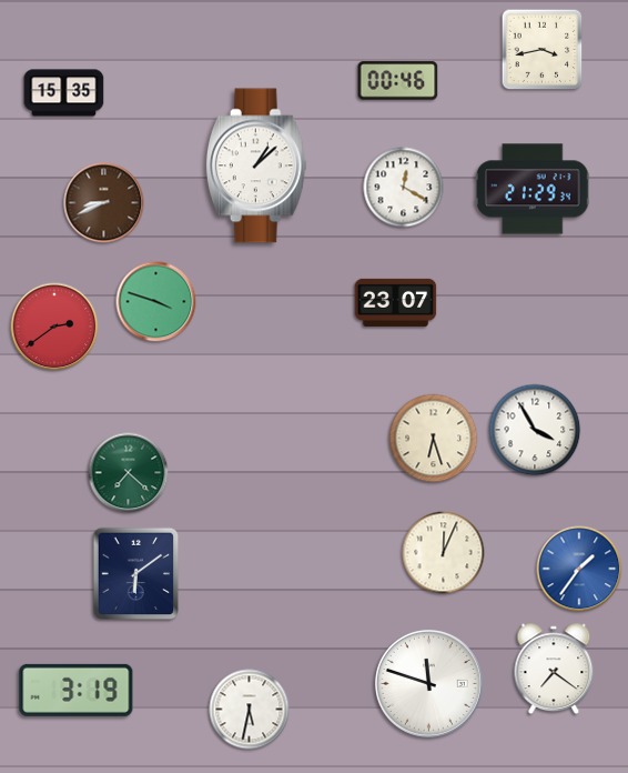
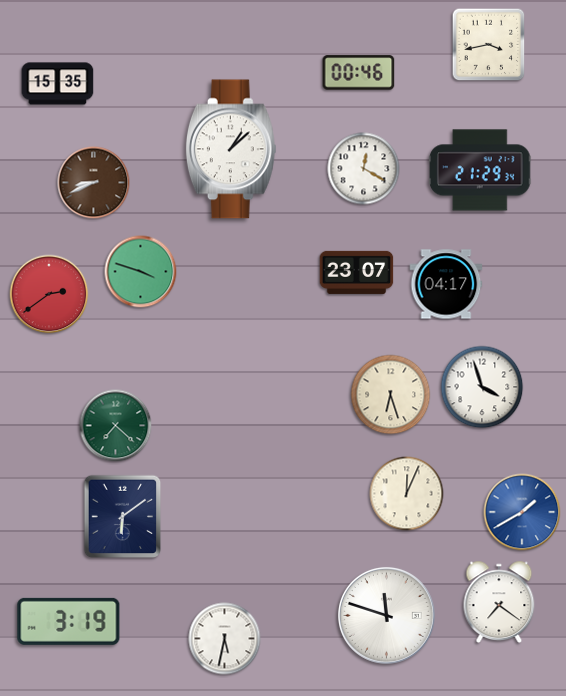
clock at (446, 284): none -> 04:17
clock at (535, 430): 3:55 -> 3:57
clock at (444, 553) position: (444, 553) -> (407, 494)
clock at (579, 569): 1:36 -> 1:40
